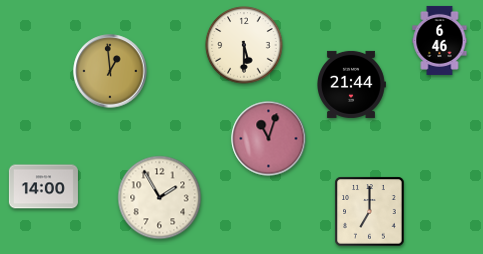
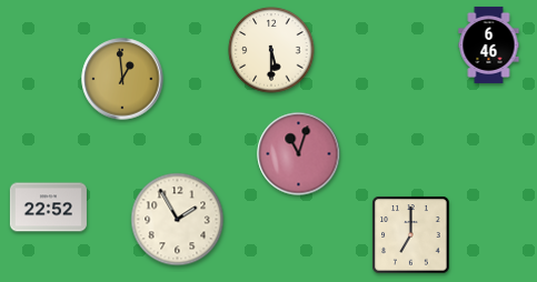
clock at (352, 84): 21:44 -> none
clock at (43, 187): 14:00 -> 22:52
